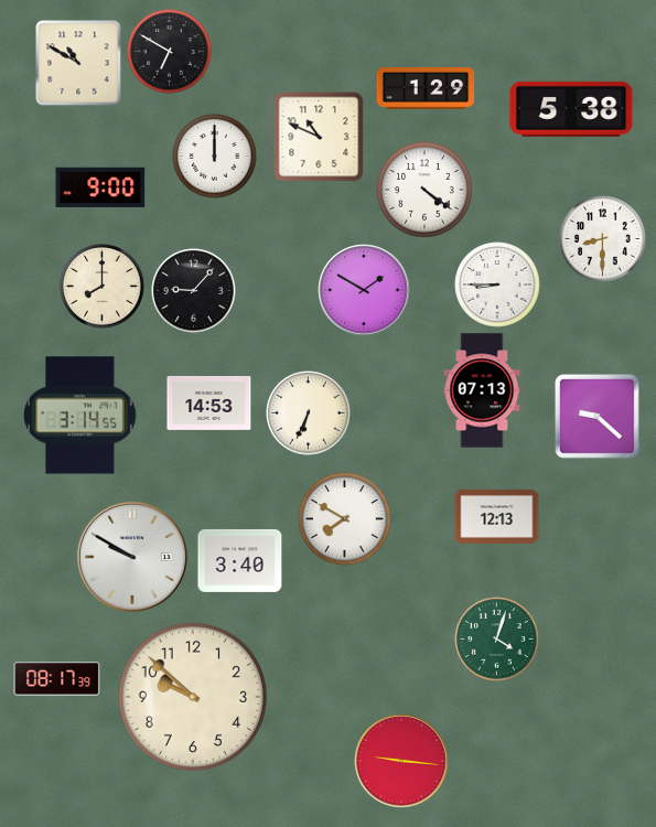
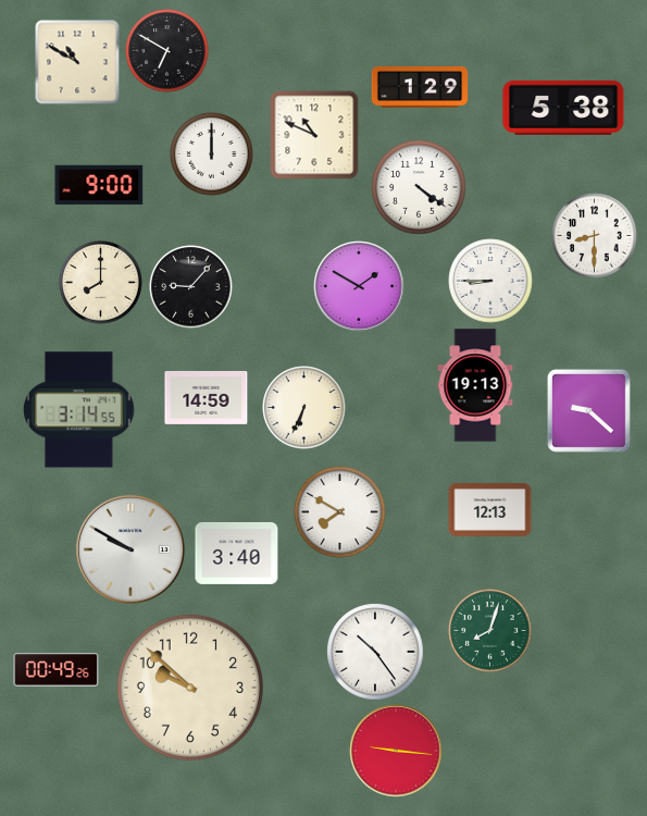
clock at (482, 390): 07:13 -> 19:13
clock at (209, 402): 14:53 -> 14:59
clock at (497, 640): 4:03 -> 8:03
clock at (375, 652): none -> 10:24
clock at (57, 679): 08:17 -> 00:49
